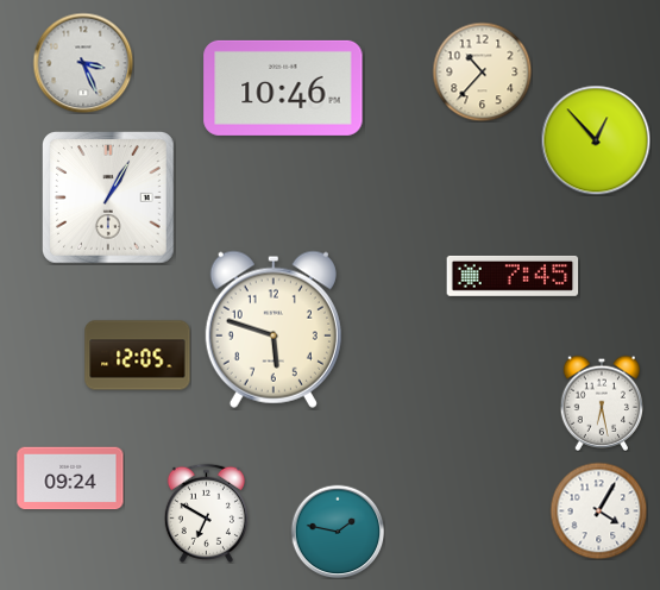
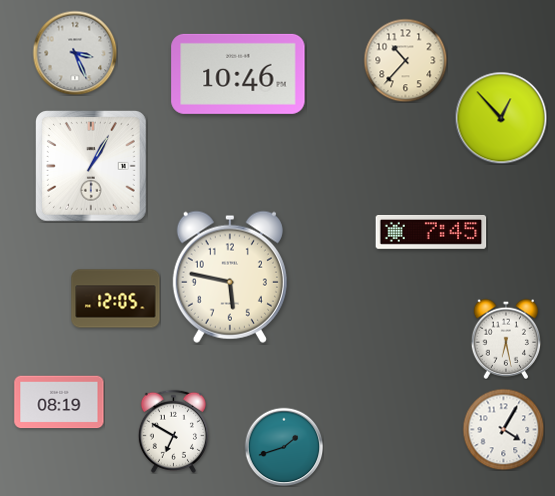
clock at (83, 63) position: (83, 63) -> (75, 53)
clock at (274, 329): 5:48 -> 5:47
clock at (70, 478): 09:24 -> 08:19
clock at (338, 532): 1:47 -> 1:42
